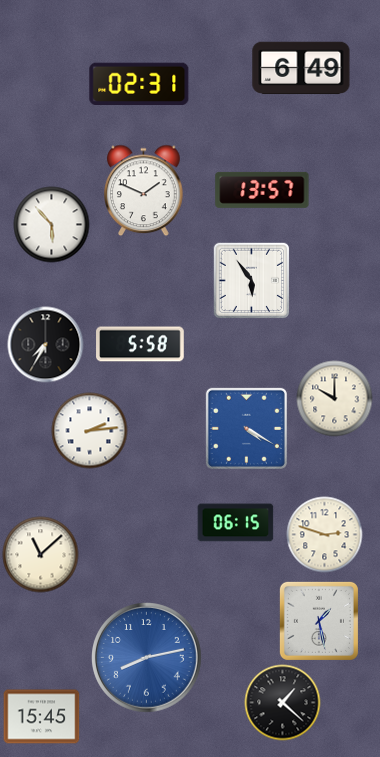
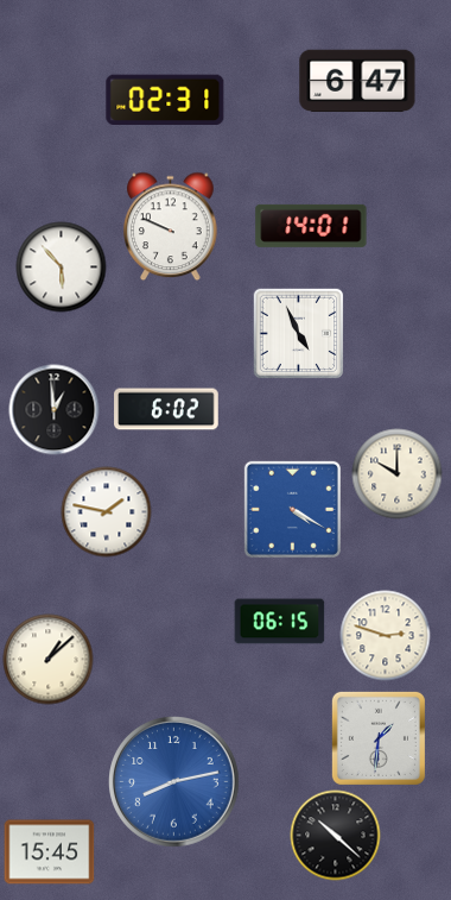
clock at (301, 68): 6:49 -> 6:47
clock at (262, 190): 13:57 -> 14:01
clock at (144, 191): 1:49 -> 9:49
clock at (251, 280): 5:54 -> 4:56
clock at (140, 344): 5:58 -> 6:02
clock at (46, 345): 7:35 -> 12:59
clock at (90, 431): 2:14 -> 1:47
clock at (41, 555): 11:08 -> 1:08
clock at (319, 621): 1:28 -> 1:31
clock at (283, 703): 1:22 -> 10:22
